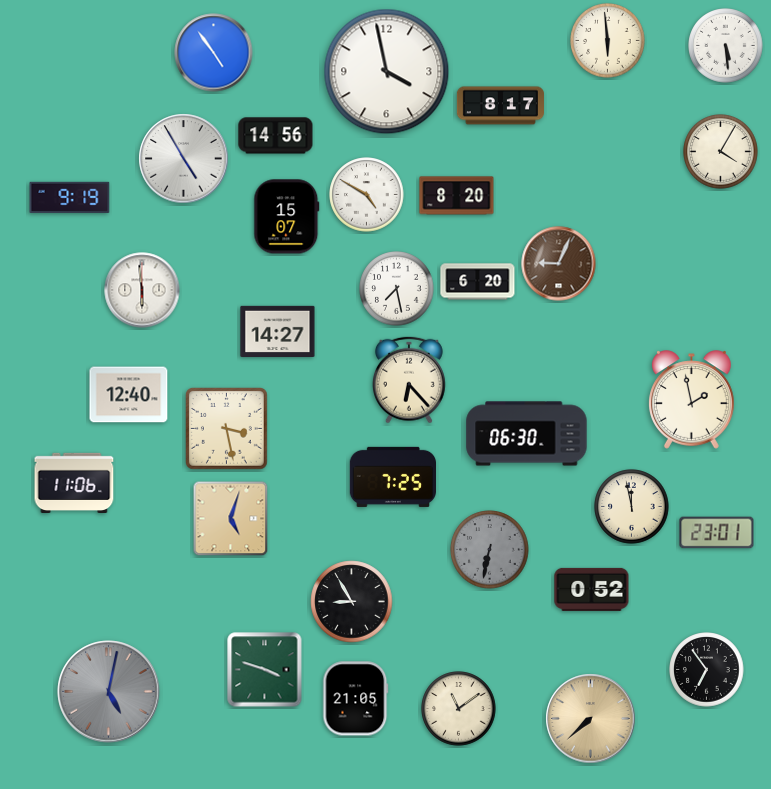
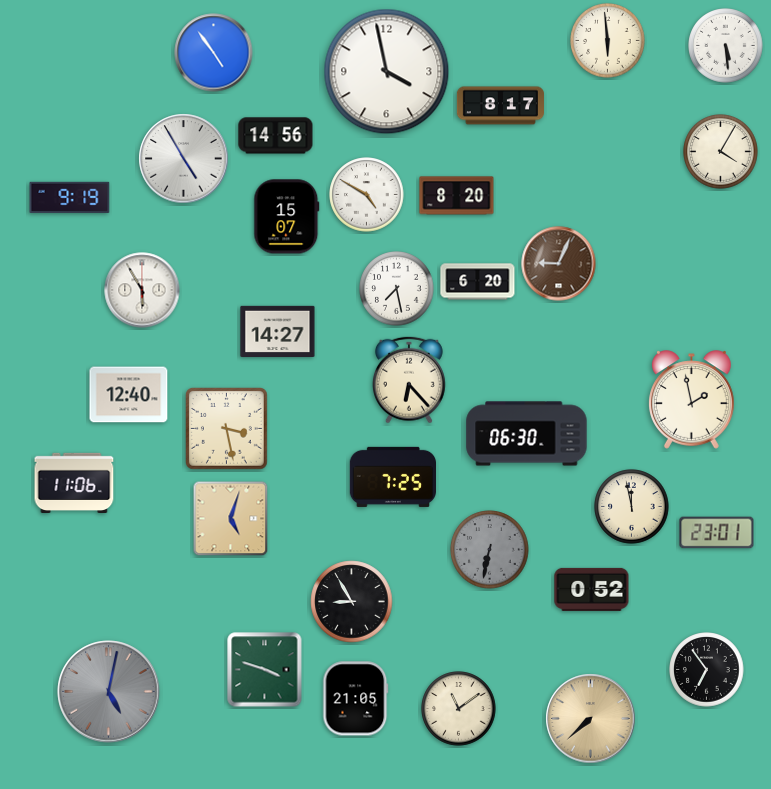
clock at (142, 290): 5:59 -> 5:55
